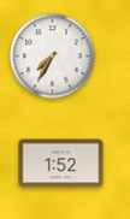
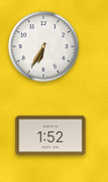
clock at (53, 57): 7:35 -> 6:35
